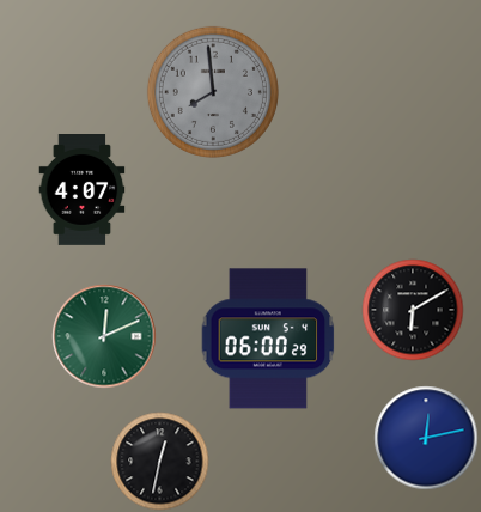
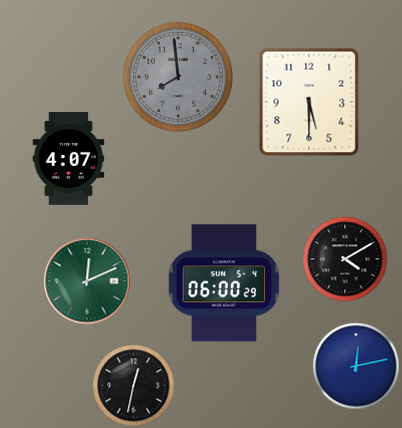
clock at (309, 102): none -> 5:30
clock at (413, 310): 6:10 -> 4:10
